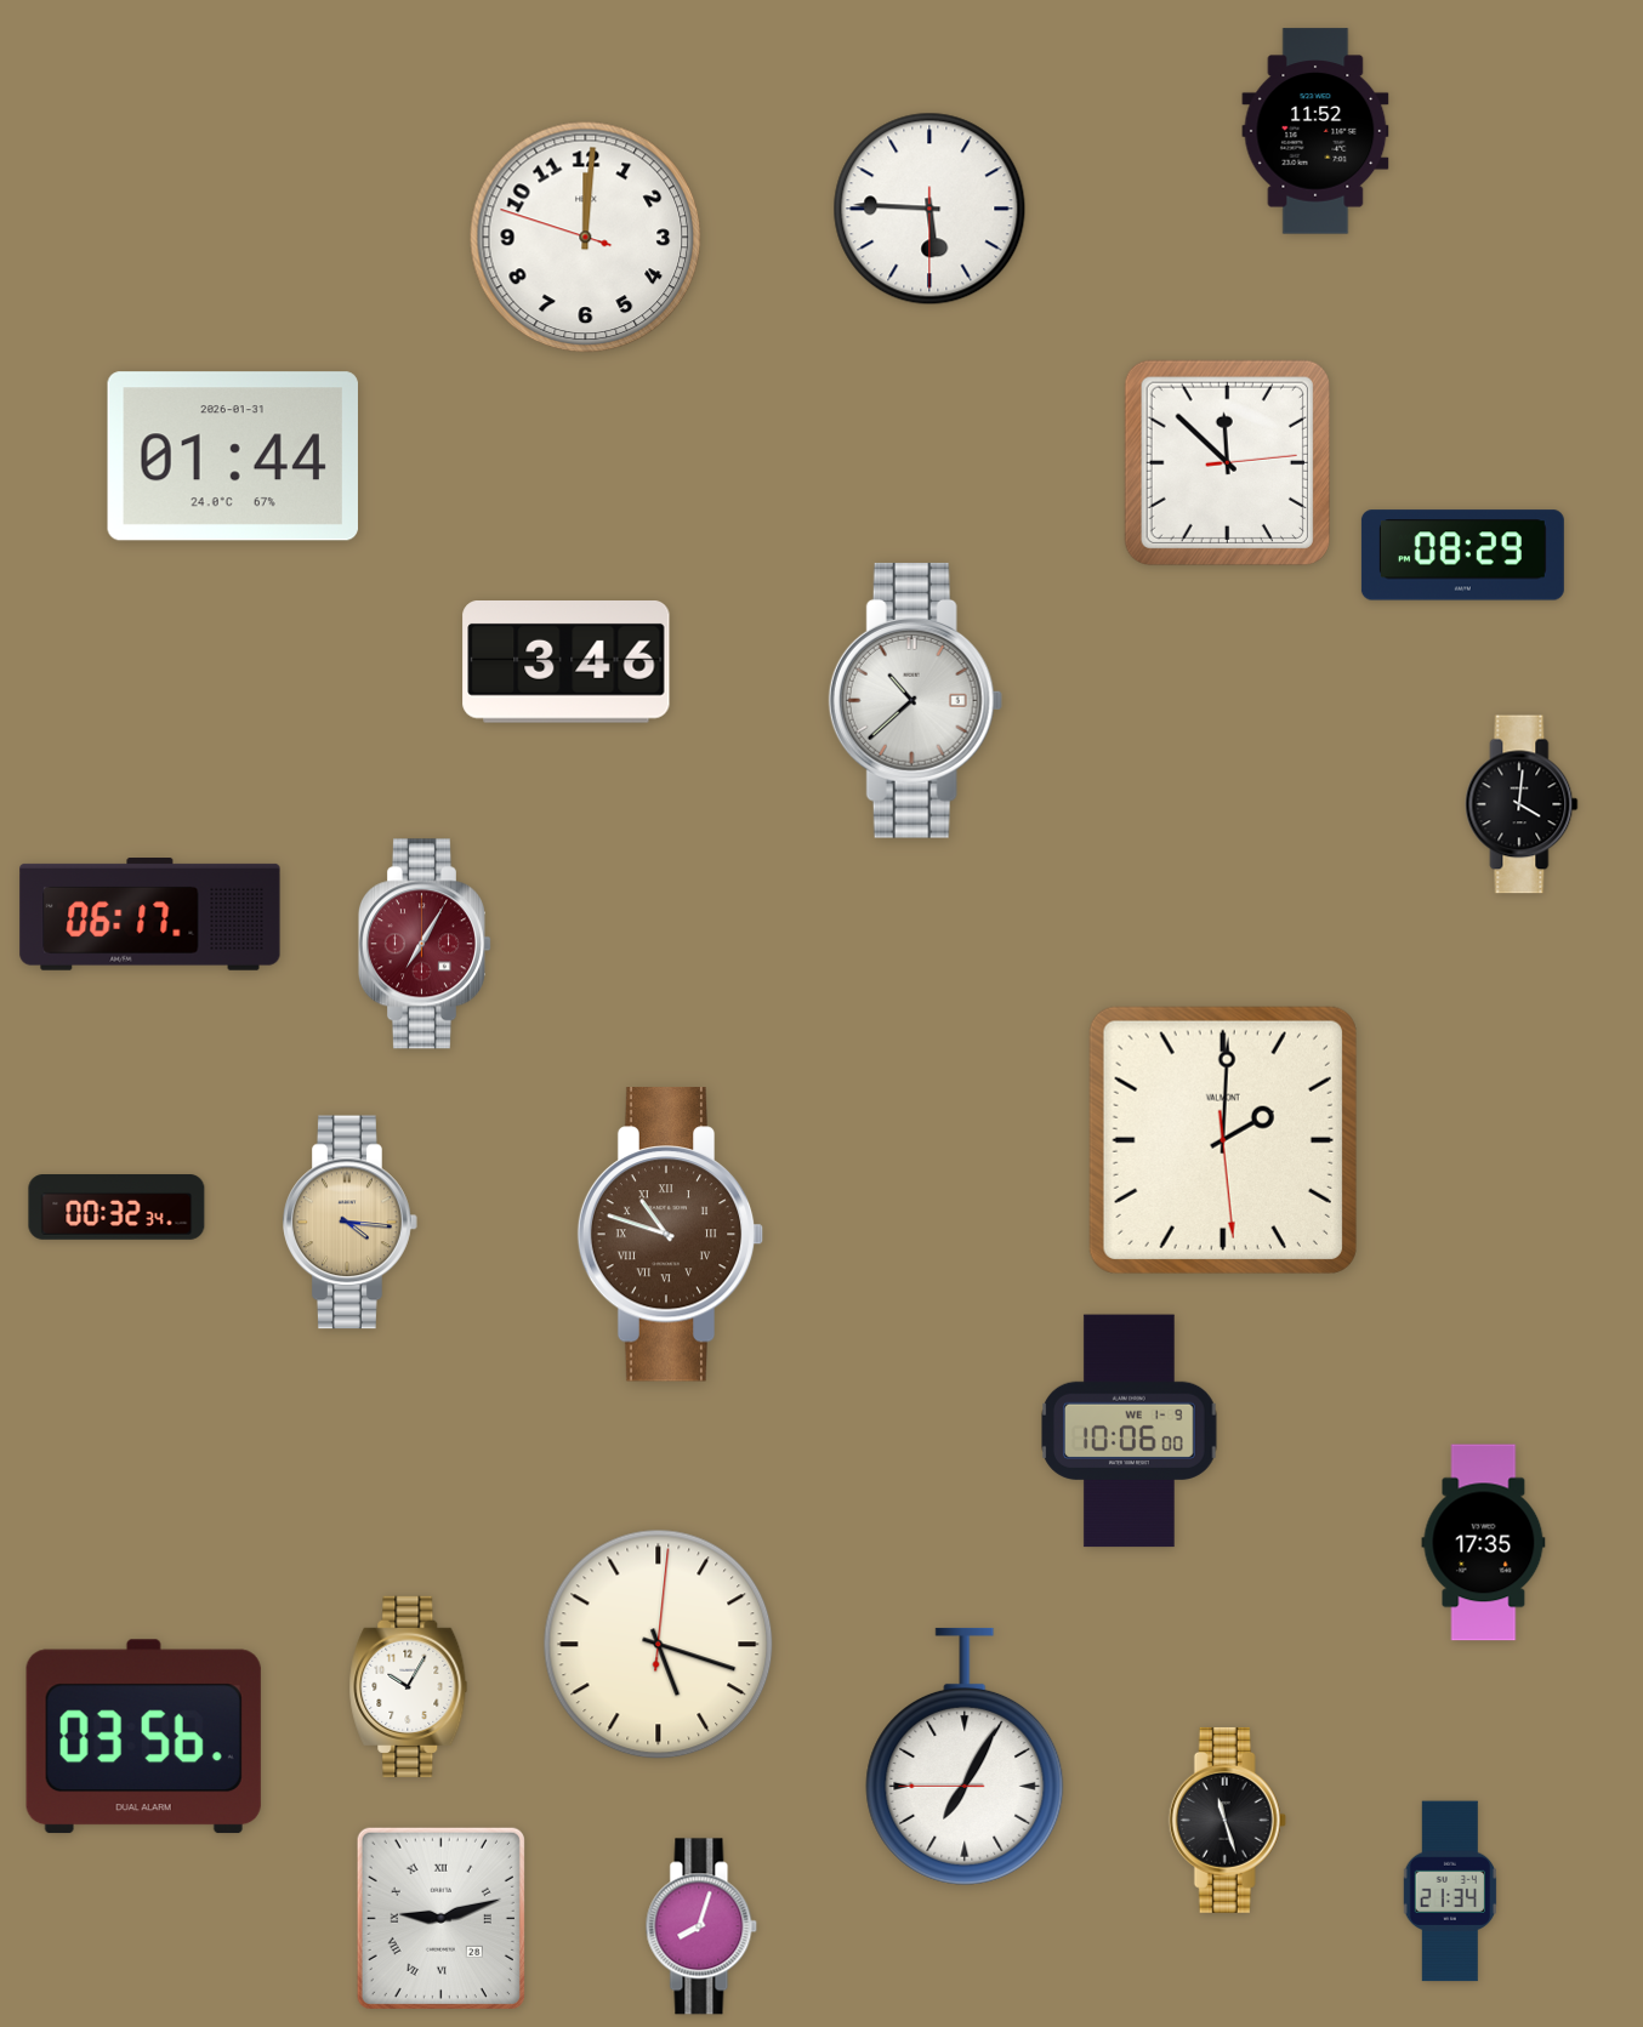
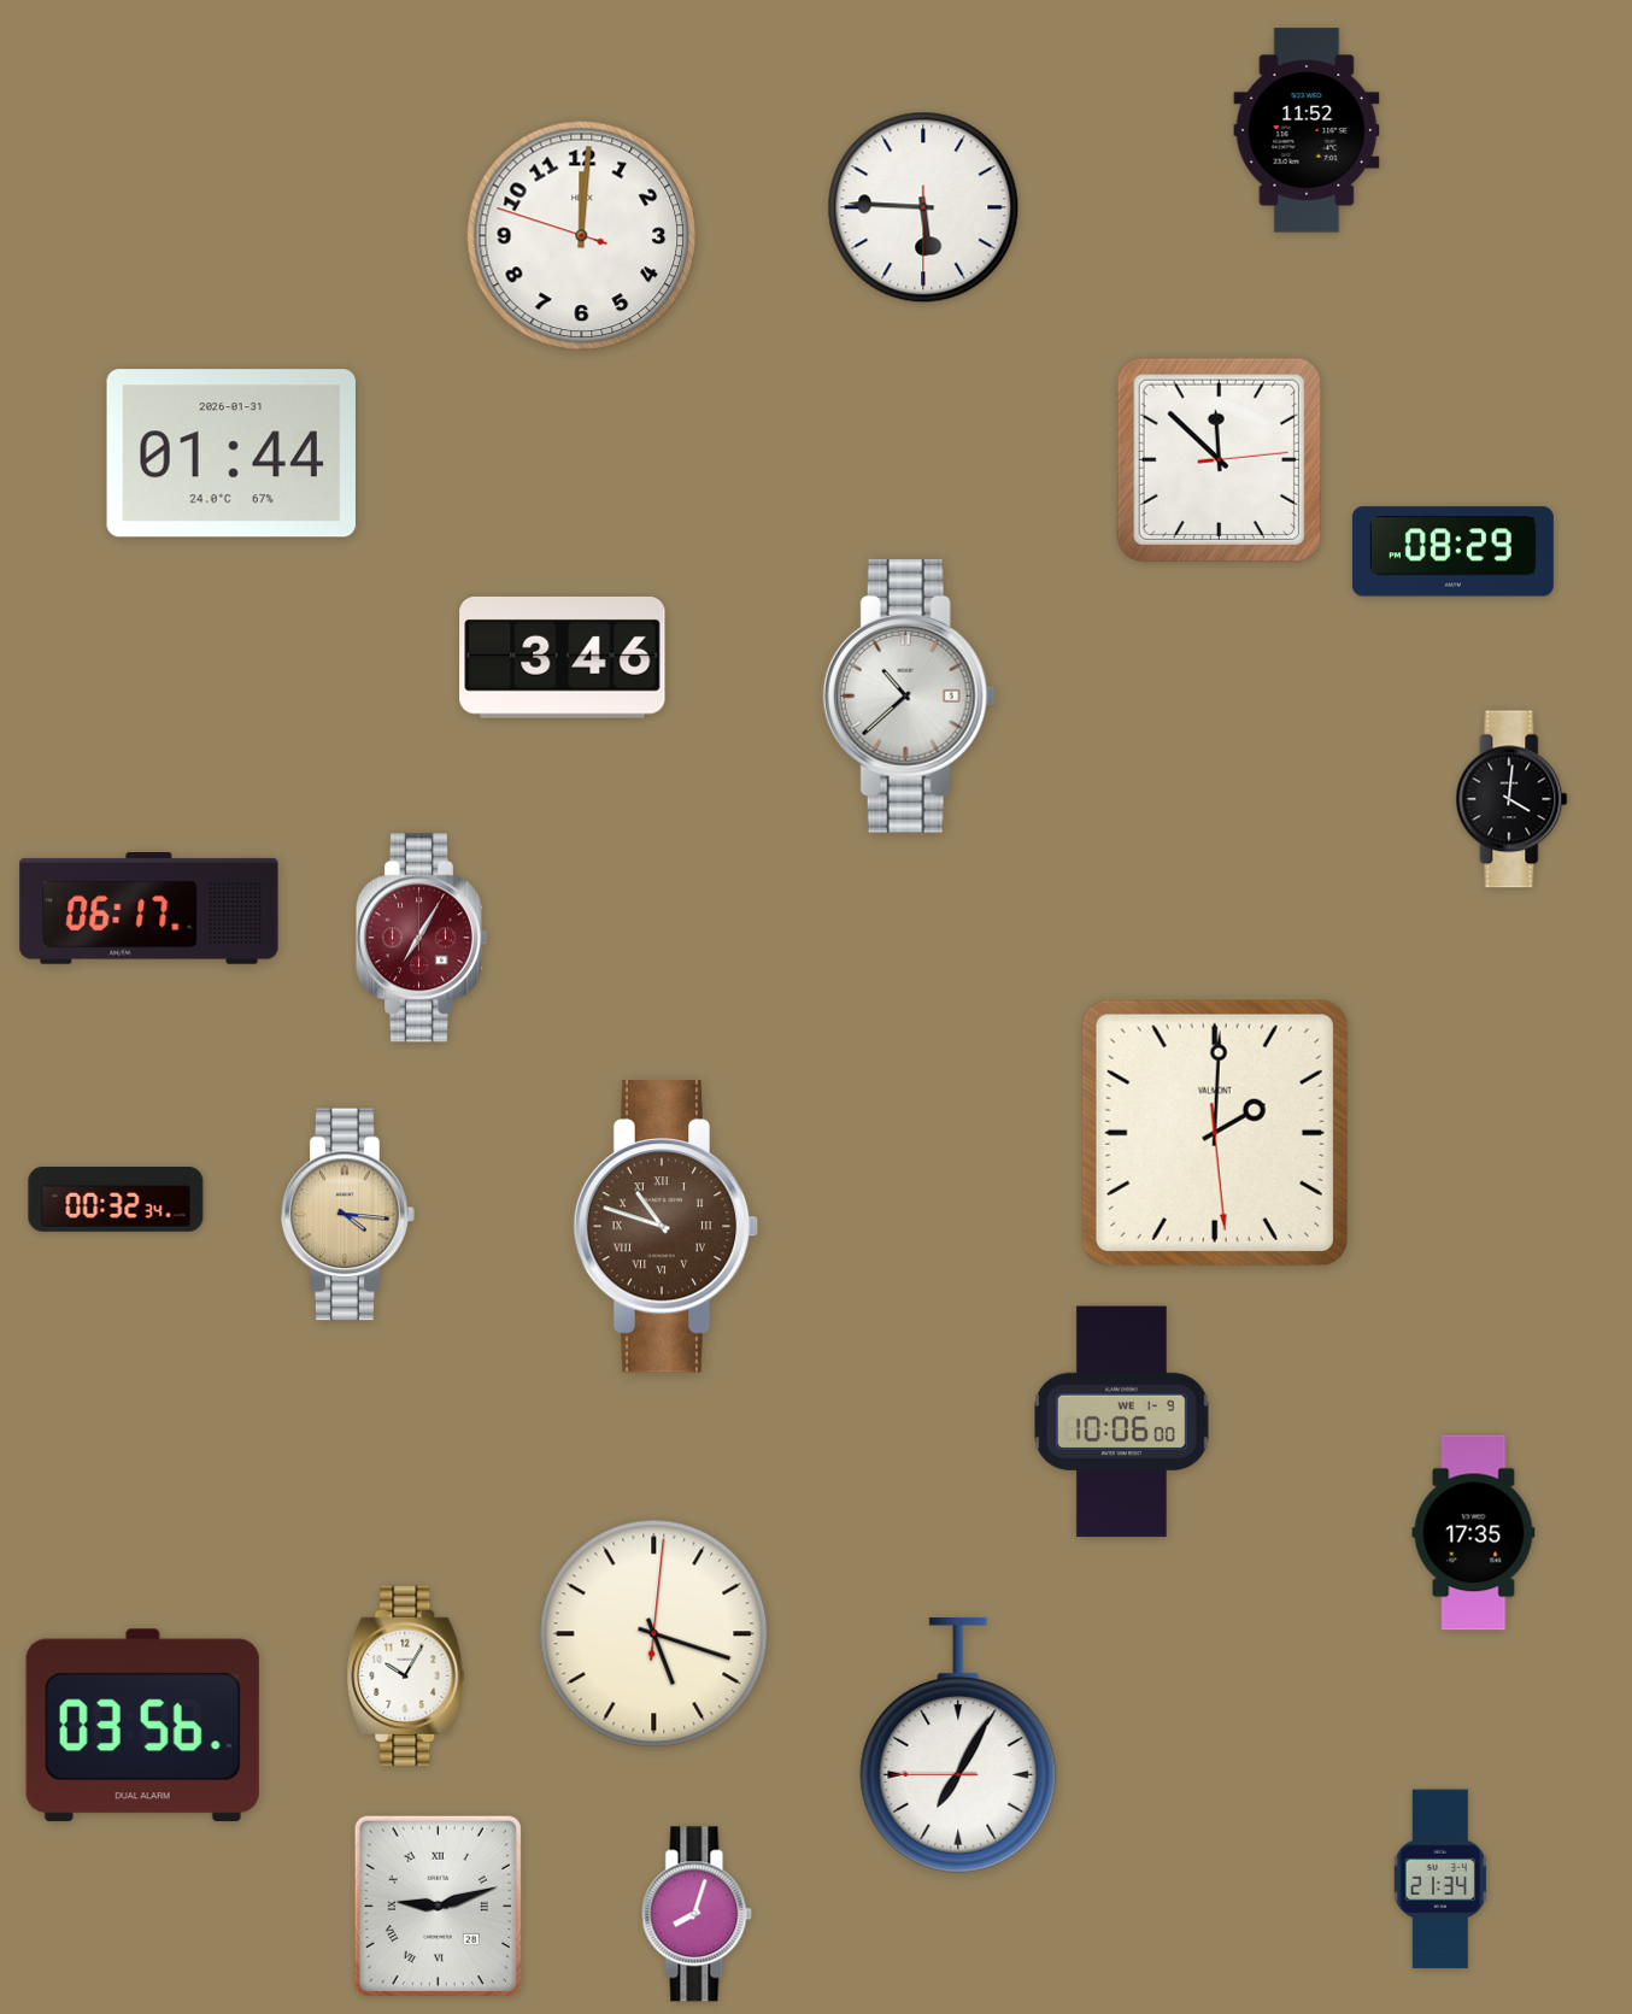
clock at (1227, 1820): 11:27 -> none
